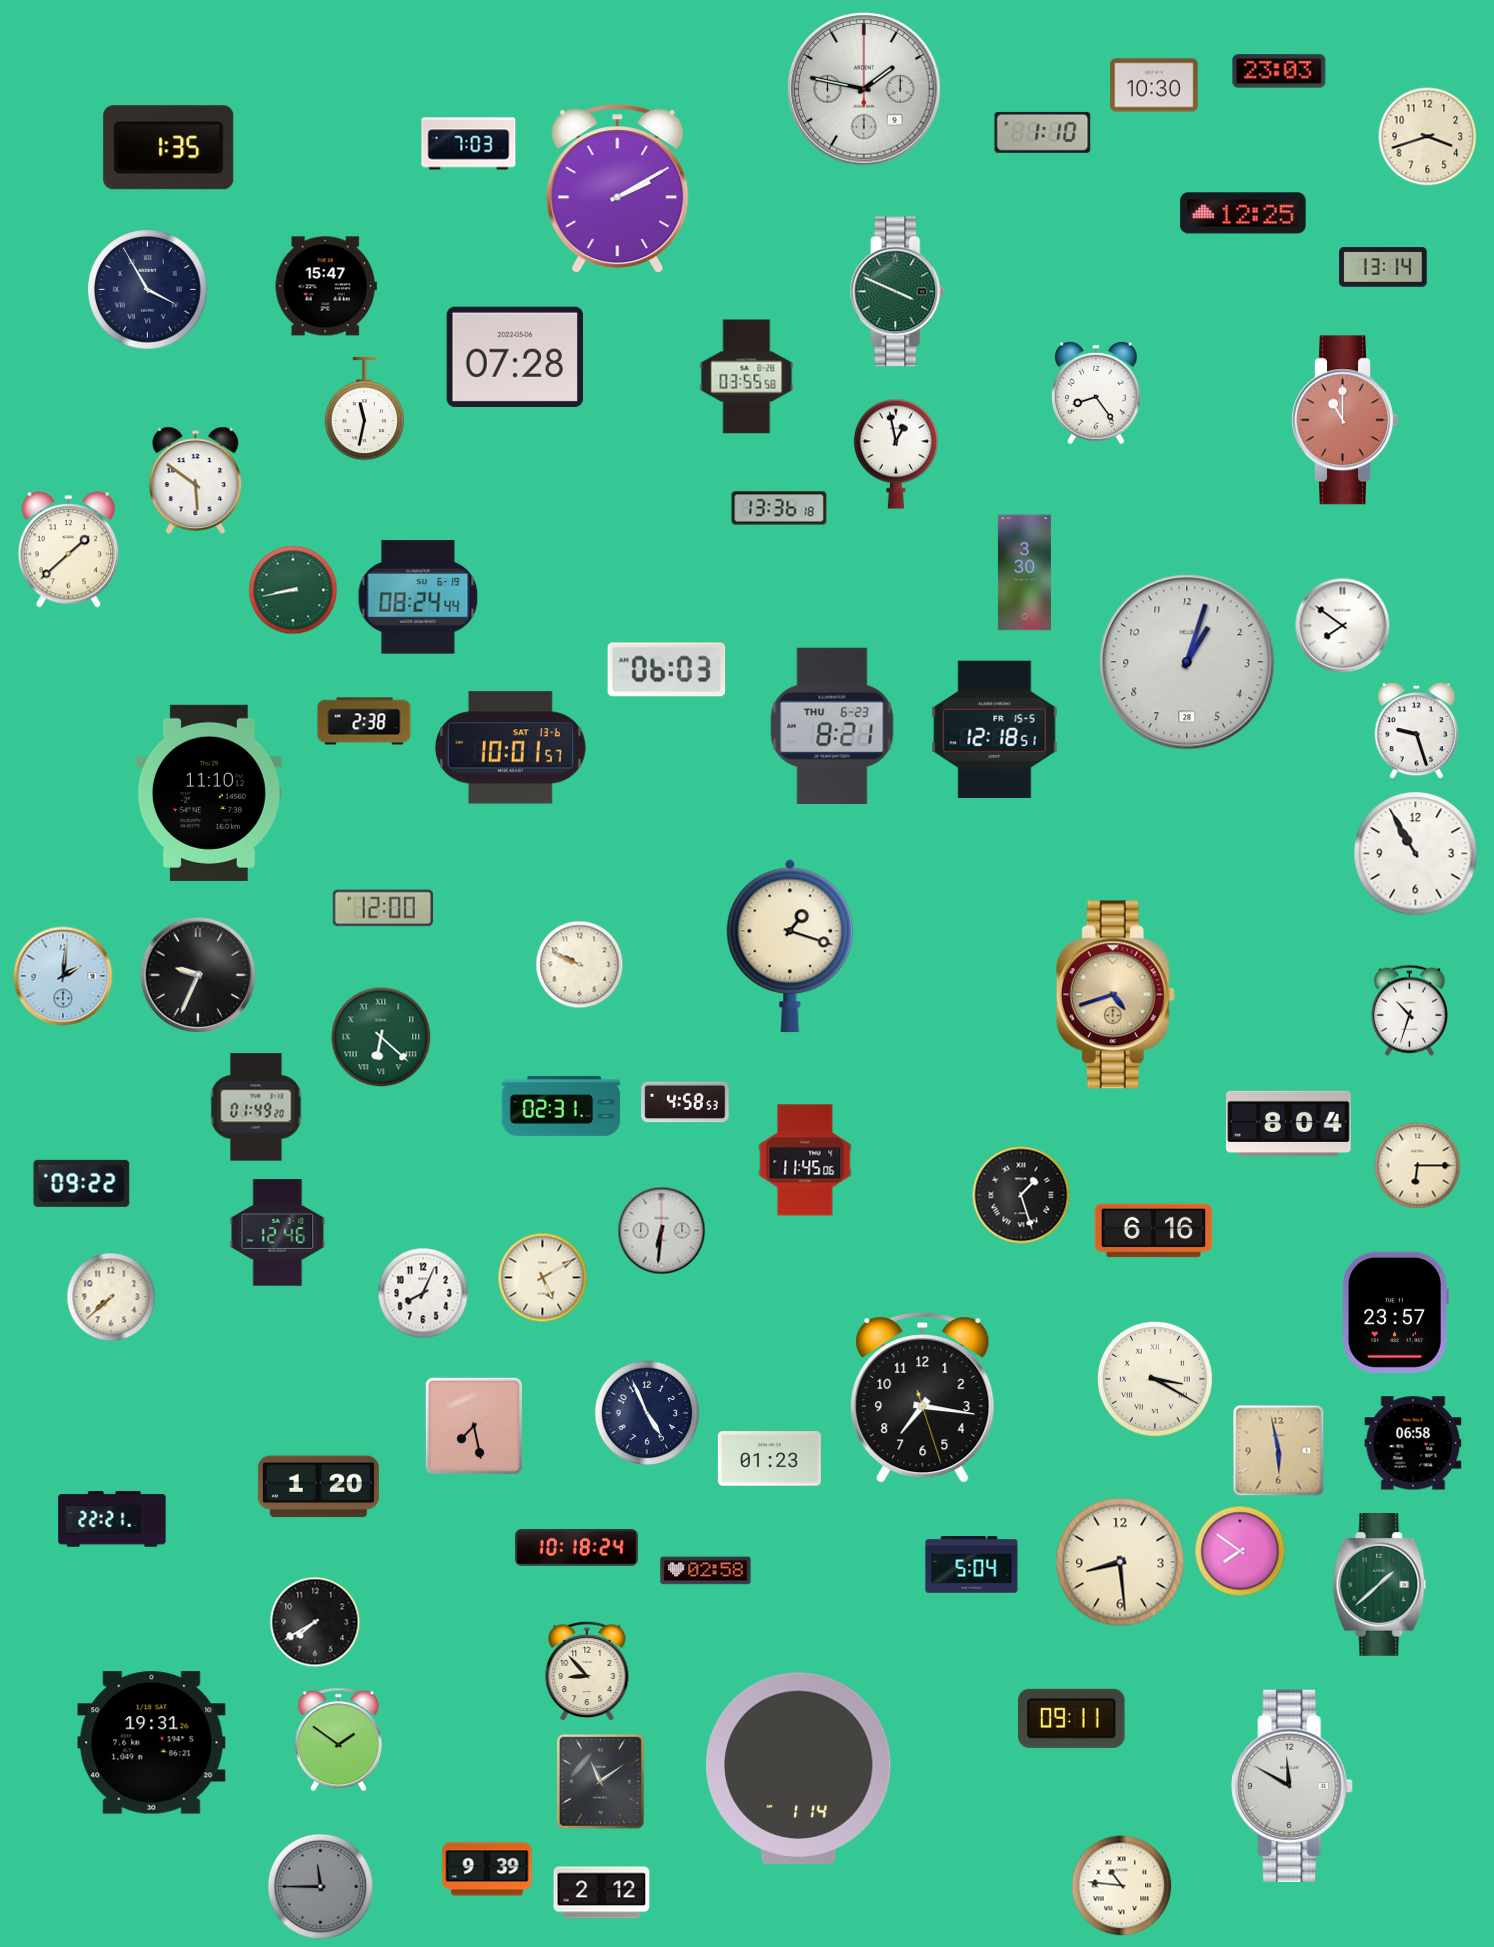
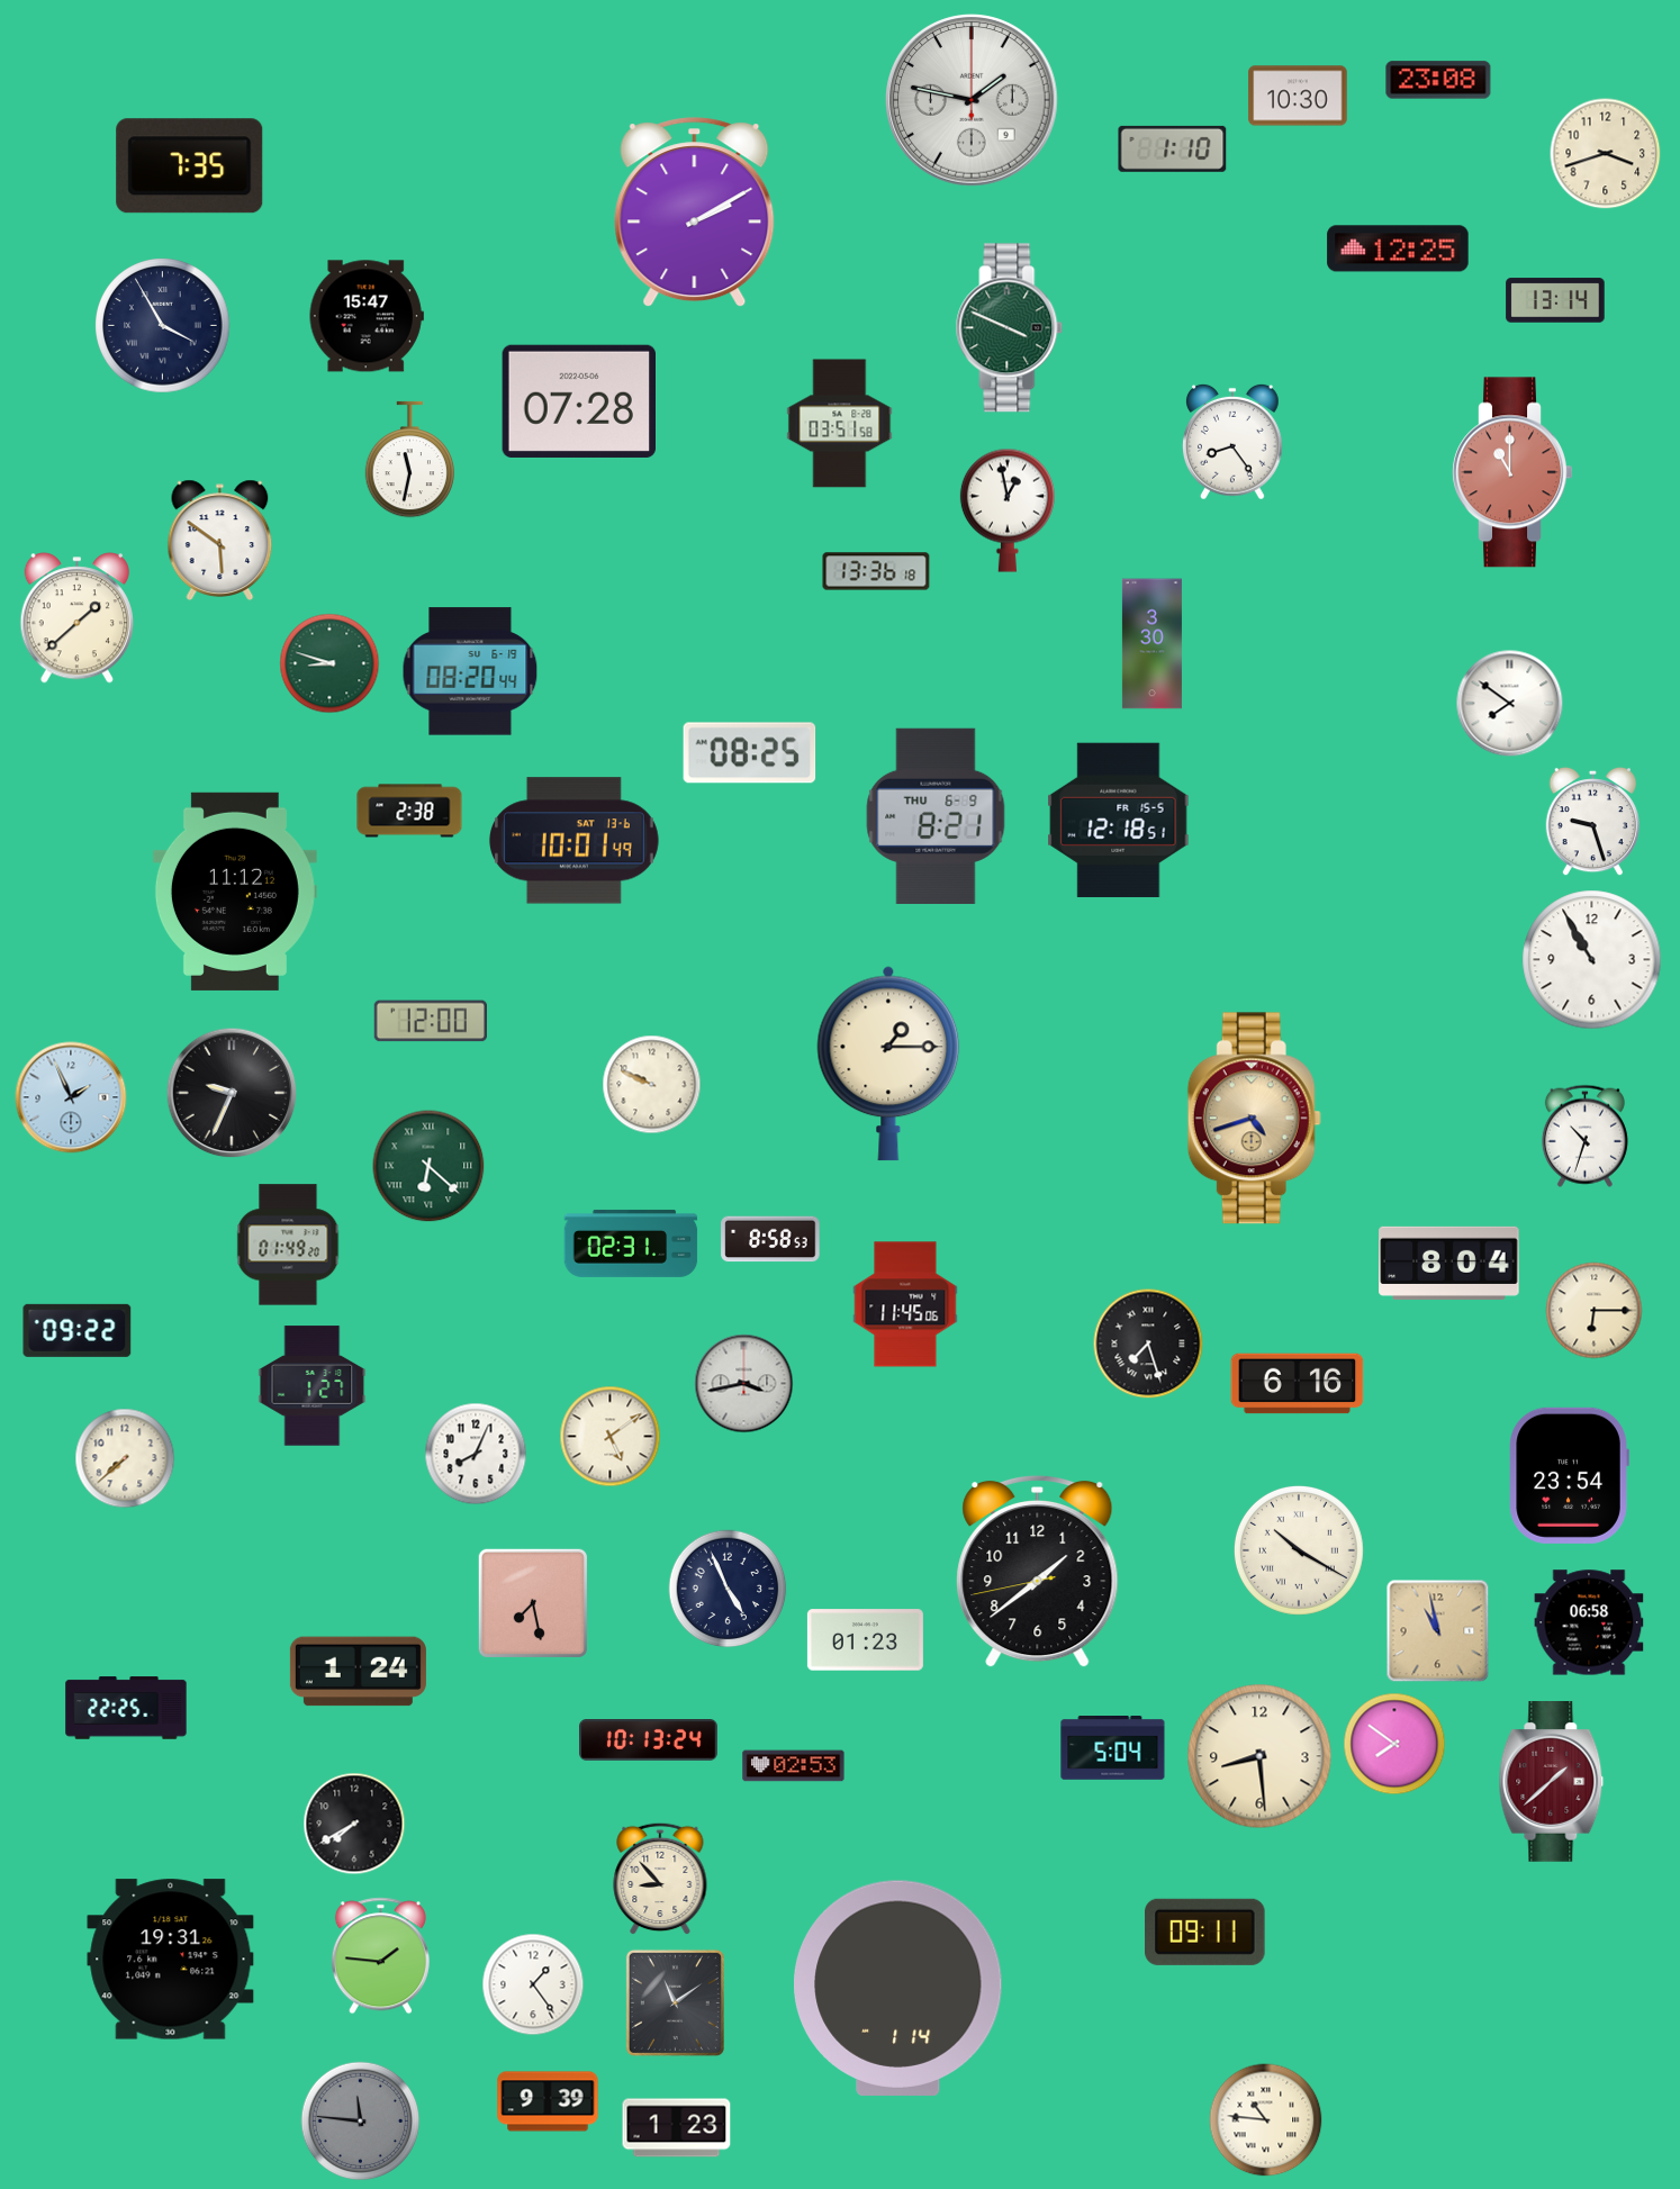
clock at (1279, 71): 23:03 -> 23:08
clock at (469, 144): 7:03 -> none
clock at (169, 148): 1:35 -> 7:35
clock at (1243, 213) position: (1243, 213) -> (1398, 248)
clock at (326, 286) position: (326, 286) -> (367, 316)
clock at (148, 290) position: (148, 290) -> (163, 326)
clock at (747, 377): 03:55 -> 03:51
clock at (293, 590): 8:43 -> 8:48
clock at (418, 597): 08:24 -> 08:20
clock at (1187, 662): 1:03 -> none
clock at (667, 670): 06:03 -> 08:25
clock at (832, 726) date: THU 6-23 -> THU 6-9
clock at (510, 748): 10:01:57 -> 10:01:49
clock at (209, 793): 11:10 -> 11:12
clock at (790, 946): 1:18 -> 1:15
clock at (198, 975) position: (198, 975) -> (232, 1093)
clock at (63, 976): 2:01 -> 1:56
clock at (685, 1102): 4:58 -> 8:58
clock at (82, 1183) position: (82, 1183) -> (78, 1330)
clock at (1021, 1195): 1:27 -> 7:27
clock at (662, 1231): 6:31 -> 3:43
clock at (278, 1233): 12:46 -> 1:27
clock at (543, 1278): 5:10 -> 5:09
clock at (1395, 1312): 23:57 -> 23:54
clock at (1155, 1379): 3:20 -> 10:20
clock at (923, 1398): 7:16 -> 1:38
clock at (1279, 1451): 5:58 -> 10:58
clock at (318, 1487): 1:20 -> 1:24
clock at (112, 1519): 22:21 -> 22:25
clock at (577, 1548): 10:18 -> 10:13
clock at (972, 1565) position: (972, 1565) -> (1113, 1748)
clock at (706, 1571): 02:58 -> 02:53
clock at (1380, 1585) dial: green -> burgundy
clock at (338, 1740): 1:51 -> 1:46
clock at (533, 1984): none -> 1:24
clock at (1292, 1785): 11:50 -> none
clock at (1122, 1886) position: (1122, 1886) -> (1266, 2120)
clock at (321, 1887): 11:45 -> 11:46
clock at (602, 1893): 2:12 -> 1:23
